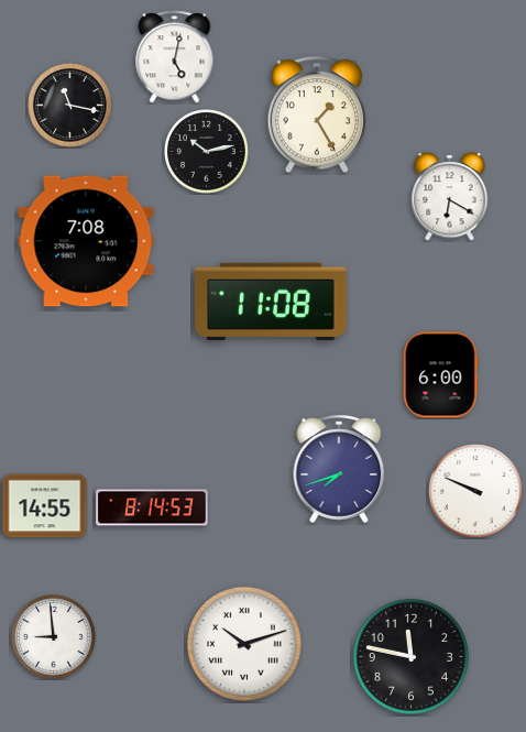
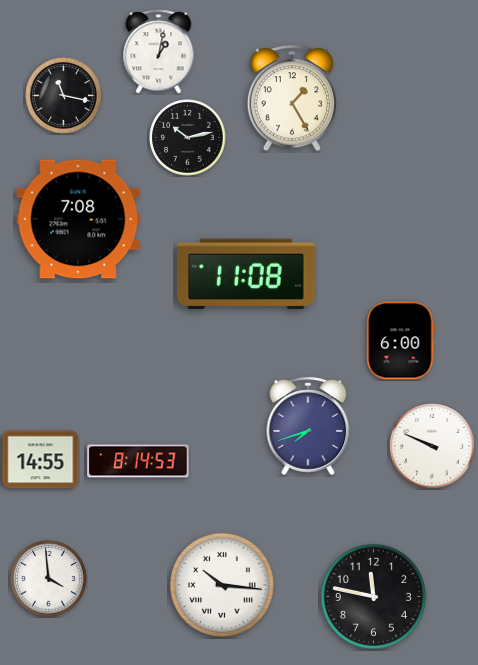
clock at (175, 57): 5:02 -> 1:02
clock at (317, 116) position: (317, 116) -> (292, 99)
clock at (450, 197): 6:20 -> none
clock at (54, 637): 8:59 -> 3:59
clock at (244, 644): 10:12 -> 10:16
